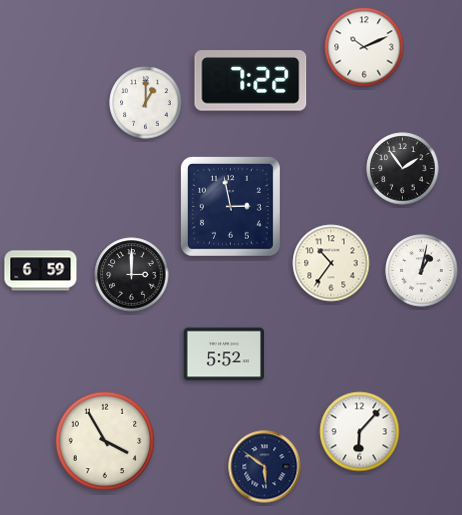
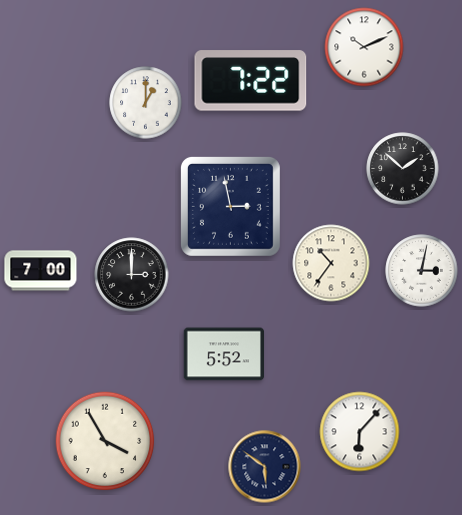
clock at (403, 169): 1:54 -> 1:52
clock at (41, 271): 6:59 -> 7:00
clock at (422, 271): 1:02 -> 3:02
